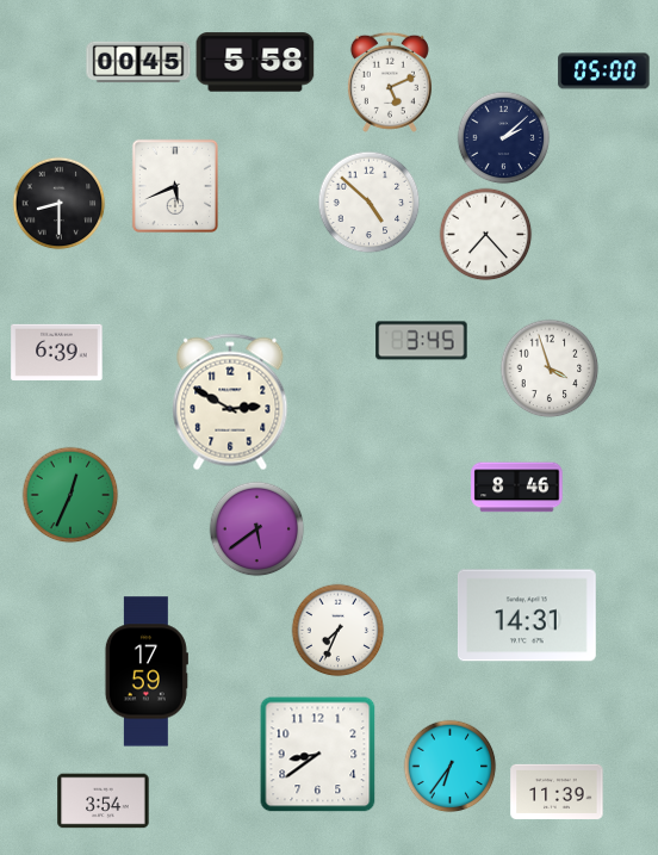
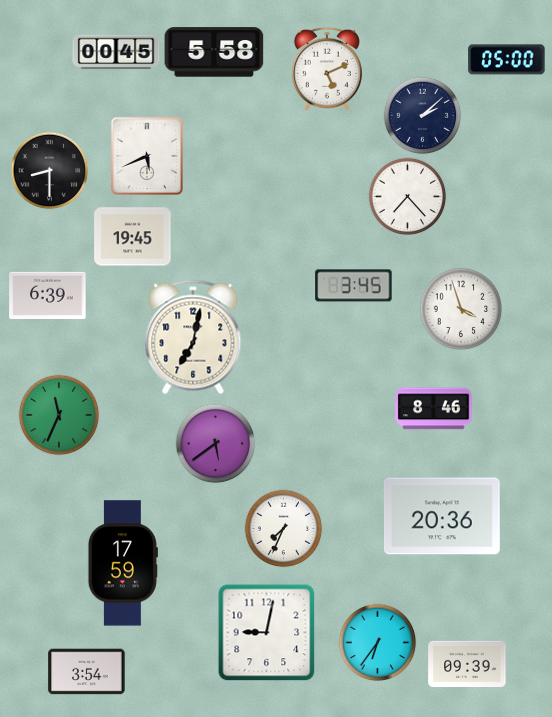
clock at (368, 202): 4:52 -> none
clock at (133, 237): none -> 19:45
clock at (230, 402): 2:50 -> 7:02
clock at (70, 495): 12:34 -> 11:34
clock at (527, 615): 14:31 -> 20:36
clock at (318, 755): 8:39 -> 9:02
clock at (557, 791): 11:39 -> 09:39
